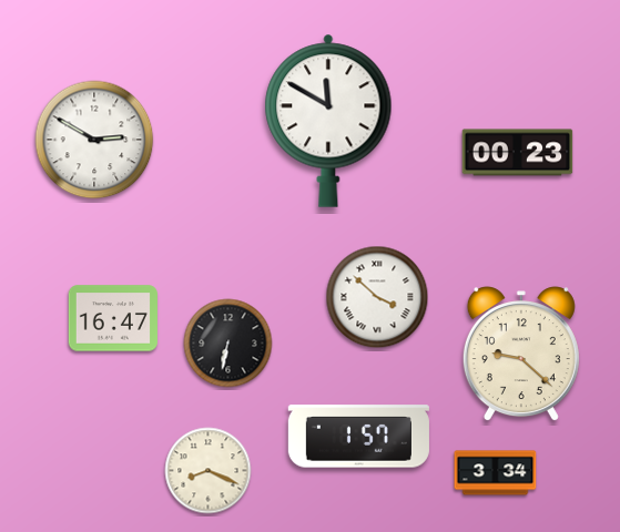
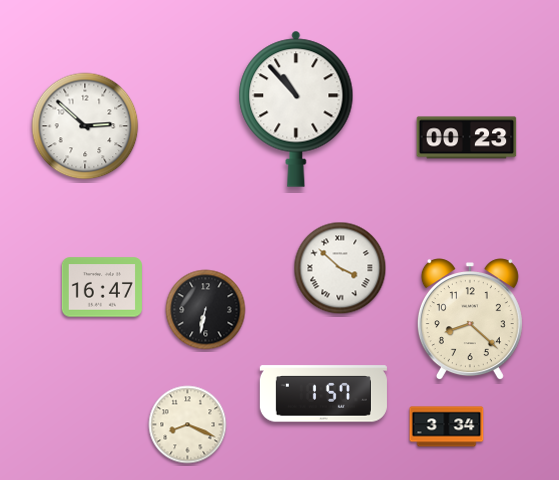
clock at (328, 121): 11:50 -> 10:53
clock at (94, 140): 2:50 -> 2:52
clock at (521, 355): 9:22 -> 8:22
